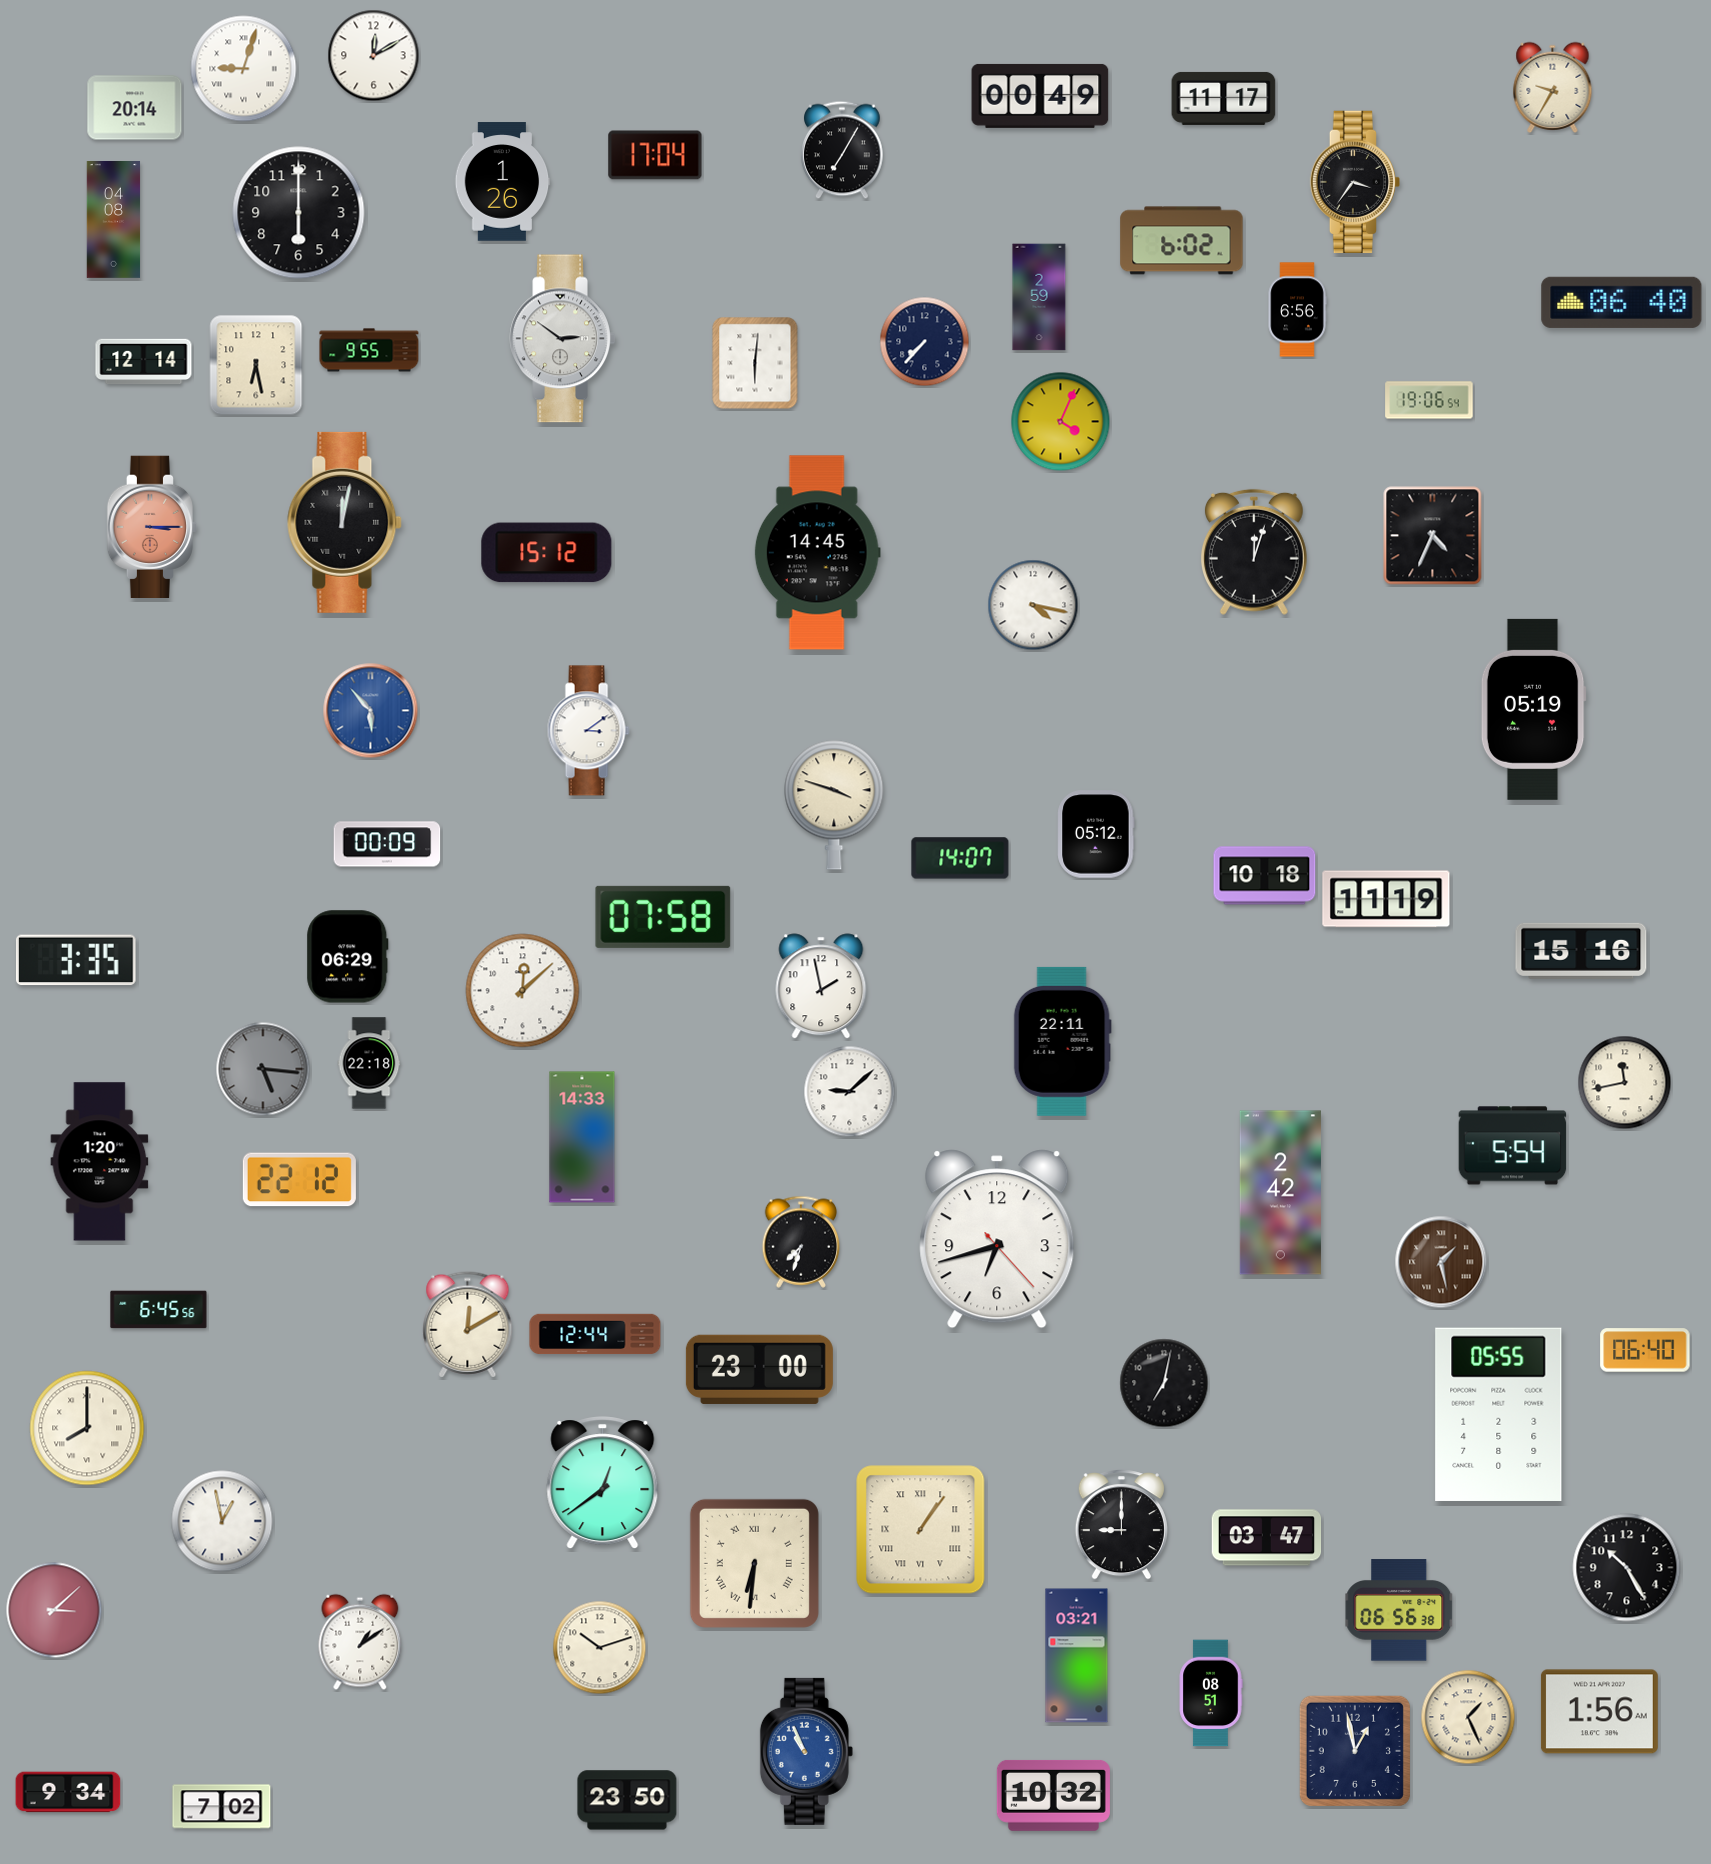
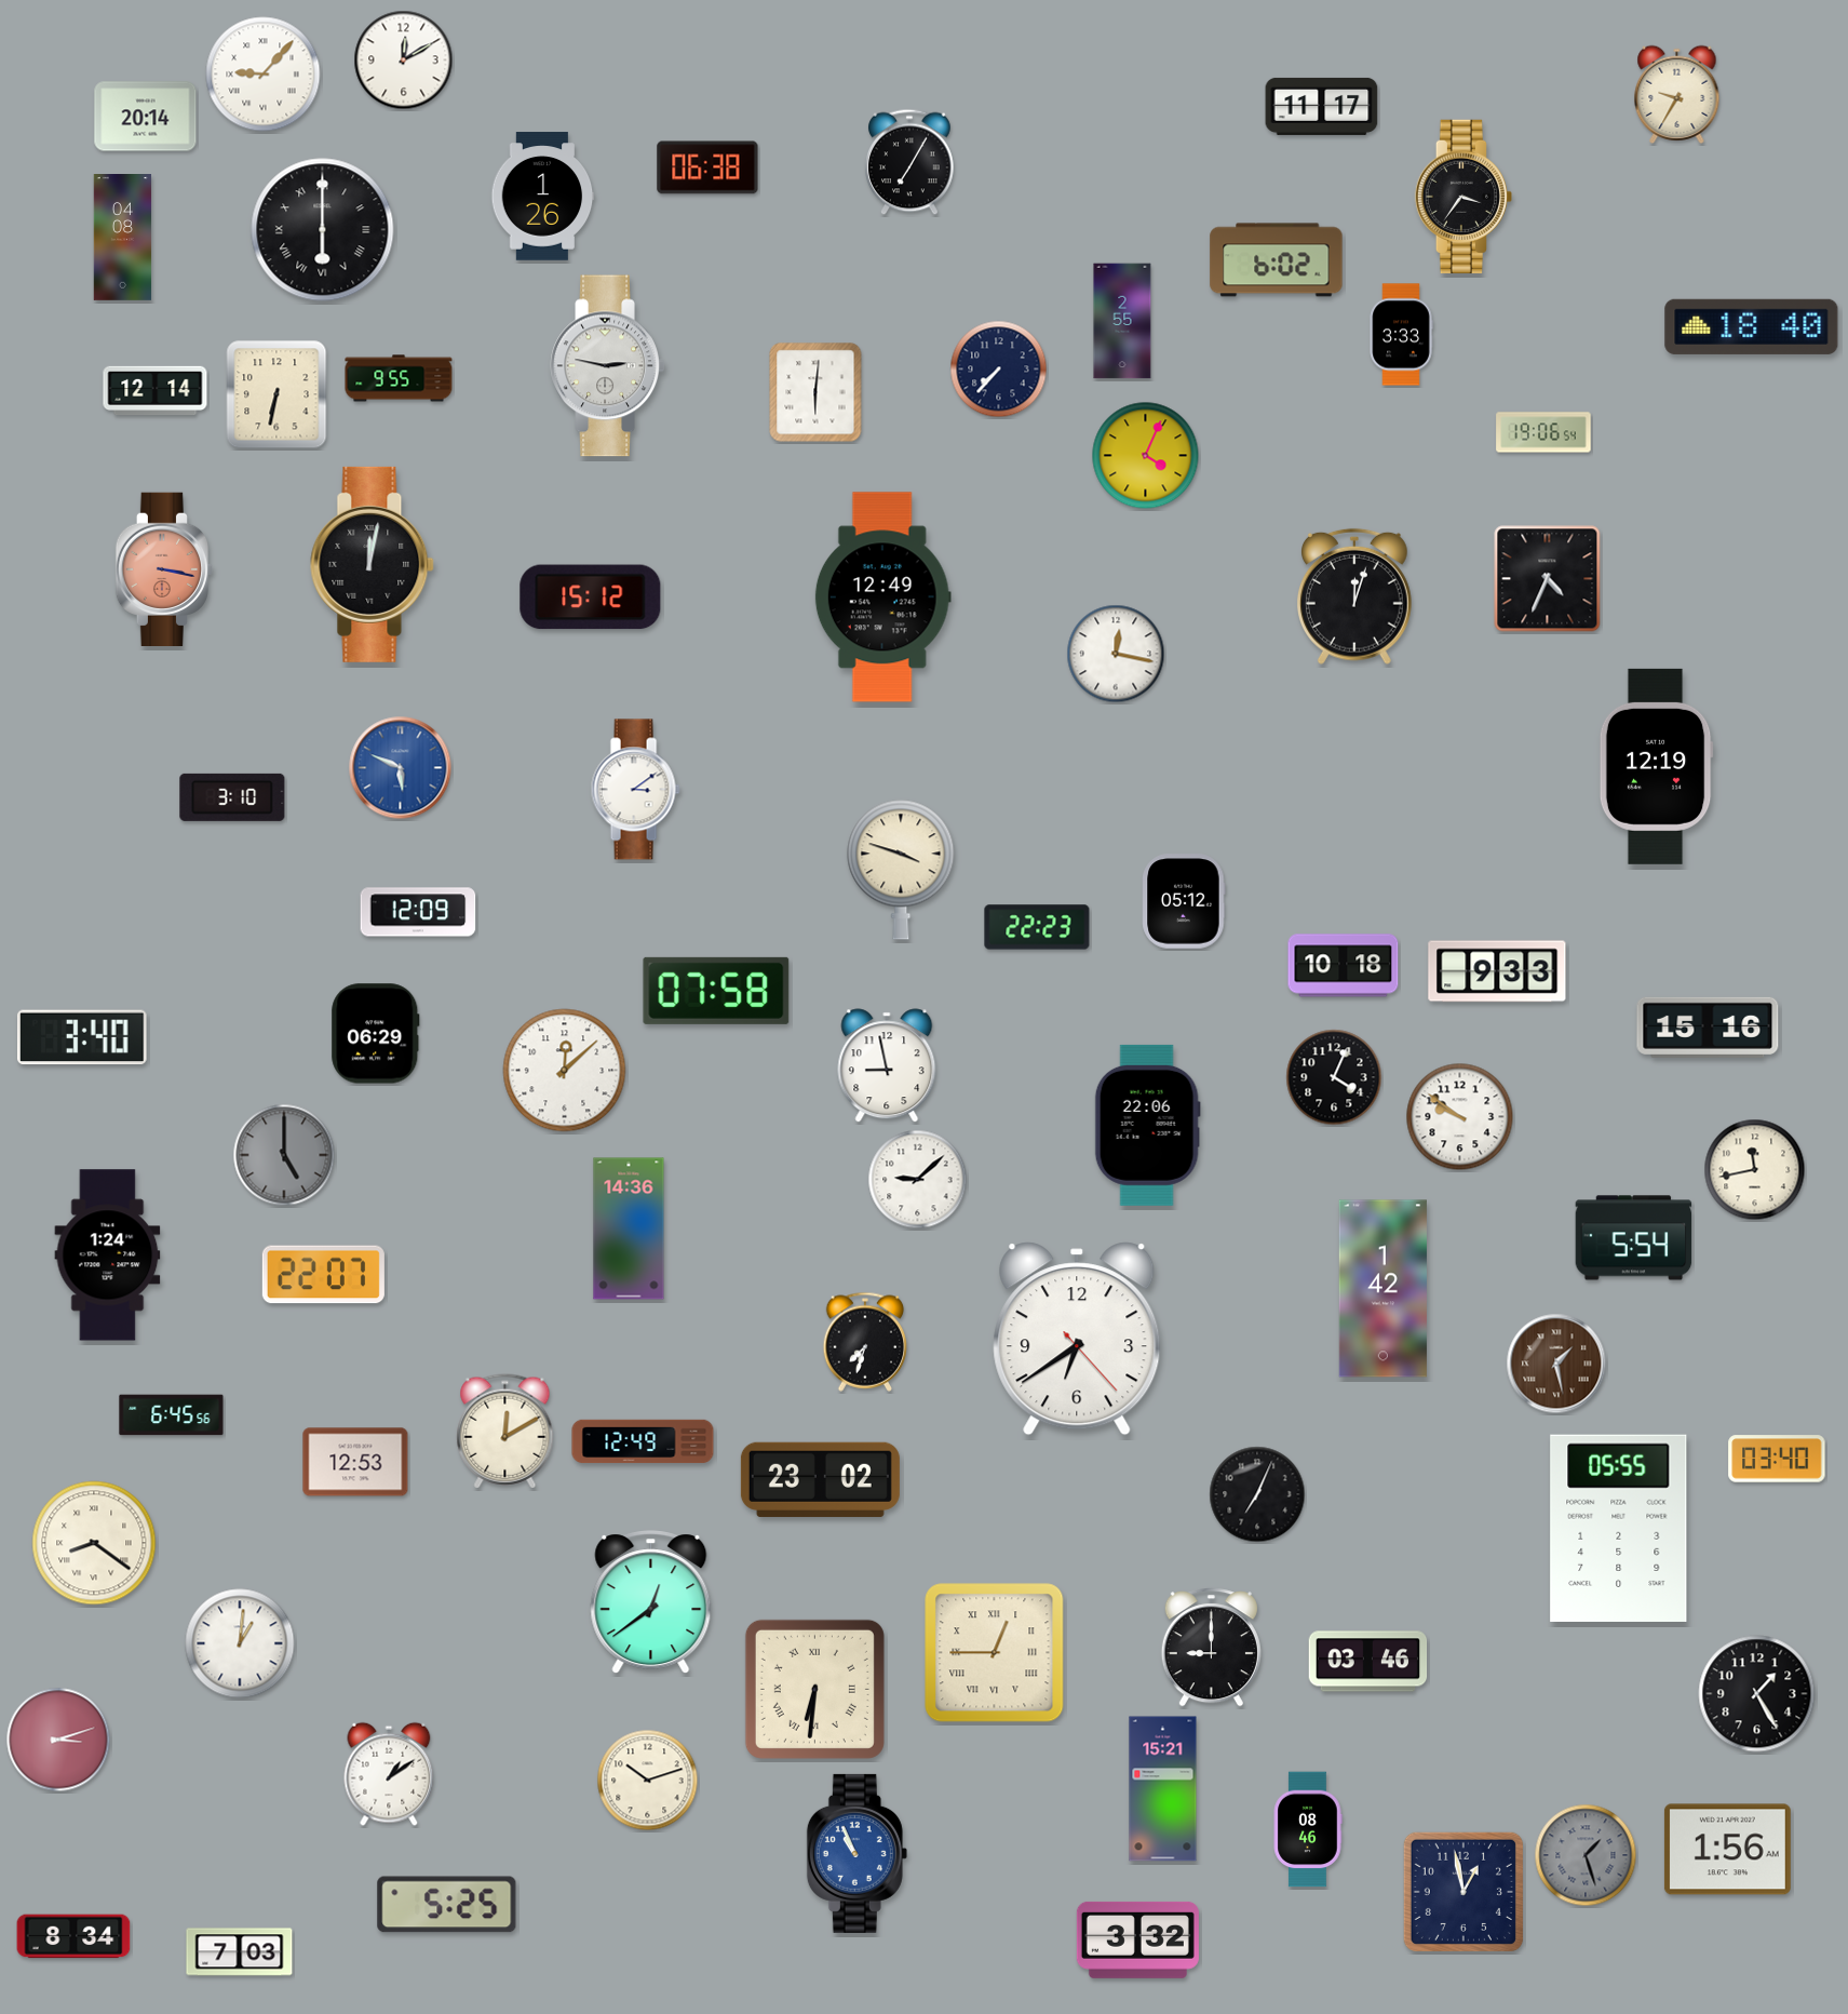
clock at (244, 69): 9:03 -> 9:07
clock at (1040, 96): 00:49 -> none
clock at (655, 155): 17:04 -> 06:38
clock at (299, 213) numerals: Arabic -> Roman
clock at (1039, 297): 2:59 -> 2:55
clock at (1622, 302): 06:40 -> 18:40
clock at (1297, 310): 6:56 -> 3:33
clock at (563, 339): 2:51 -> 2:47
clock at (256, 365): 6:28 -> 6:32
clock at (151, 526): 3:15 -> 3:17
clock at (817, 553): 14:45 -> 12:49
clock at (1033, 605): 4:17 -> 12:17
clock at (1533, 709): 05:19 -> 12:19
clock at (371, 711): 5:53 -> 5:49
clock at (232, 797): none -> 3:10
clock at (387, 844): 00:09 -> 12:09
clock at (960, 858): 14:07 -> 22:23
clock at (1265, 876) position: (1265, 876) -> (1344, 966)
clock at (1386, 899): 11:19 -> 9:33
clock at (77, 960): 3:35 -> 3:40
clock at (821, 986): 1:58 -> 8:58
clock at (1334, 1077): none -> 4:04
clock at (1460, 1117): none -> 9:51
clock at (1062, 1041): 22:11 -> 22:06
clock at (369, 1063): 22:18 -> none
clock at (263, 1069): 5:16 -> 5:00
clock at (582, 1137): 14:33 -> 14:36
clock at (100, 1162): 1:20 -> 1:24
clock at (299, 1180): 22:12 -> 22:07
clock at (1280, 1193): 2:42 -> 1:42
clock at (997, 1239): 6:42 -> 6:39
clock at (595, 1334): 12:44 -> 12:49
clock at (1645, 1350): 06:40 -> 03:40
clock at (355, 1462): none -> 12:53
clock at (759, 1369): 23:00 -> 23:02
clock at (1164, 1383): 7:02 -> 7:04
clock at (87, 1428): 8:00 -> 8:21
clock at (222, 1521): 12:58 -> 1:01
clock at (921, 1530): 1:06 -> 12:45
clock at (1267, 1538): 03:47 -> 03:46
clock at (1627, 1568): 10:25 -> 1:25
clock at (54, 1610): 3:08 -> 3:12
clock at (1399, 1610): 06:56 -> none
clock at (1077, 1656): 03:21 -> 15:21
clock at (1211, 1693): 08:51 -> 08:46
clock at (1468, 1717): 1:26 -> 1:27
clock at (1468, 1717) dial: cream -> grey
clock at (806, 1751) position: (806, 1751) -> (856, 1853)
clock at (447, 1905): none -> 5:25
clock at (68, 1792): 9:34 -> 8:34
clock at (1053, 1795): 10:32 -> 3:32
clock at (627, 1800): 23:50 -> none
clock at (222, 1807): 7:02 -> 7:03
